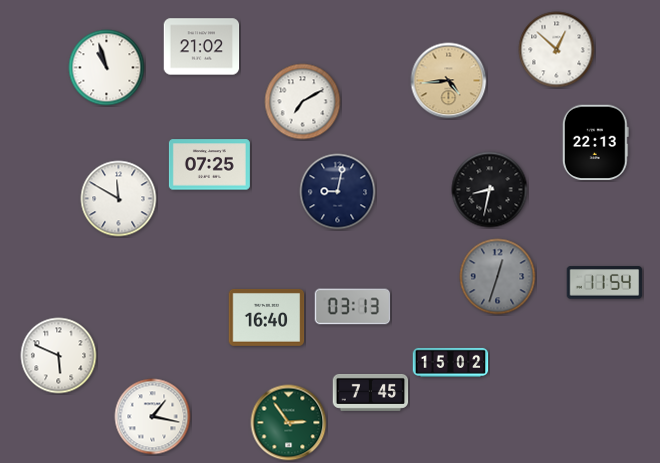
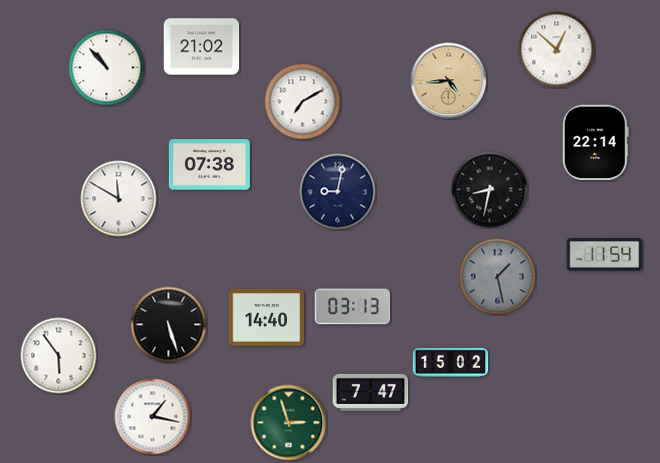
clock at (107, 68): 10:57 -> 10:53
clock at (595, 143): 22:13 -> 22:14
clock at (209, 165): 07:25 -> 07:38
clock at (498, 277): 12:33 -> 1:28
clock at (605, 283) position: (605, 283) -> (605, 255)
clock at (267, 317): 16:40 -> 14:40
clock at (169, 325): none -> 5:27
clock at (59, 356): 5:49 -> 5:54
clock at (371, 392): 7:45 -> 7:47
clock at (289, 423): 2:54 -> 2:57
